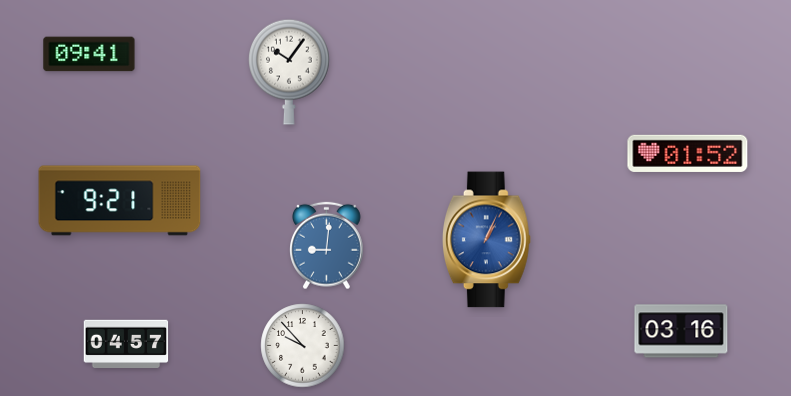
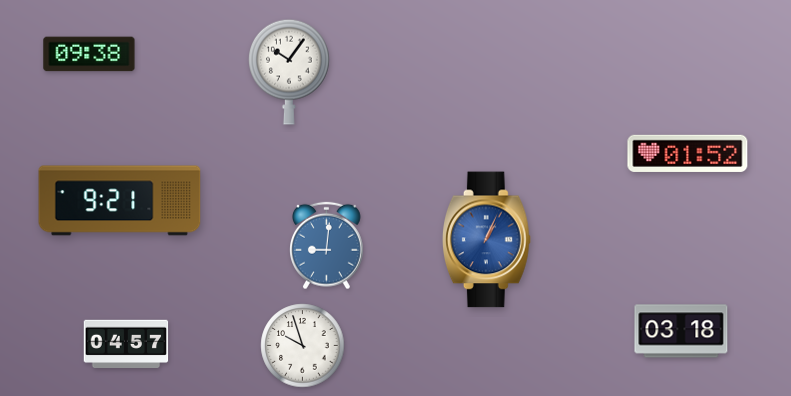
clock at (89, 54): 09:41 -> 09:38
clock at (681, 331): 03:16 -> 03:18
clock at (303, 346): 9:53 -> 9:57
